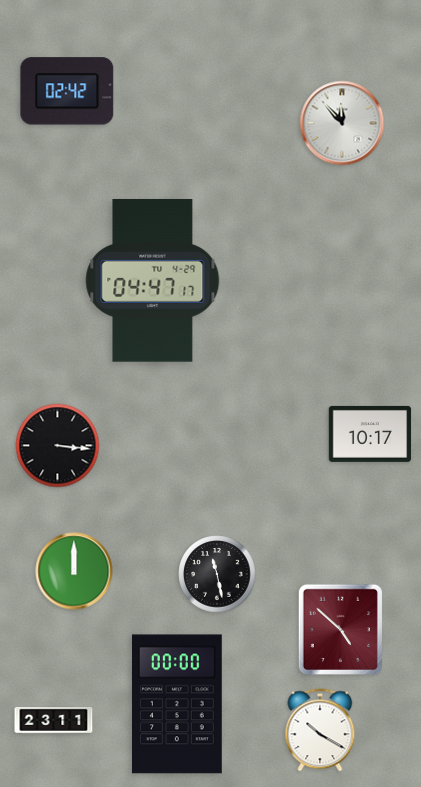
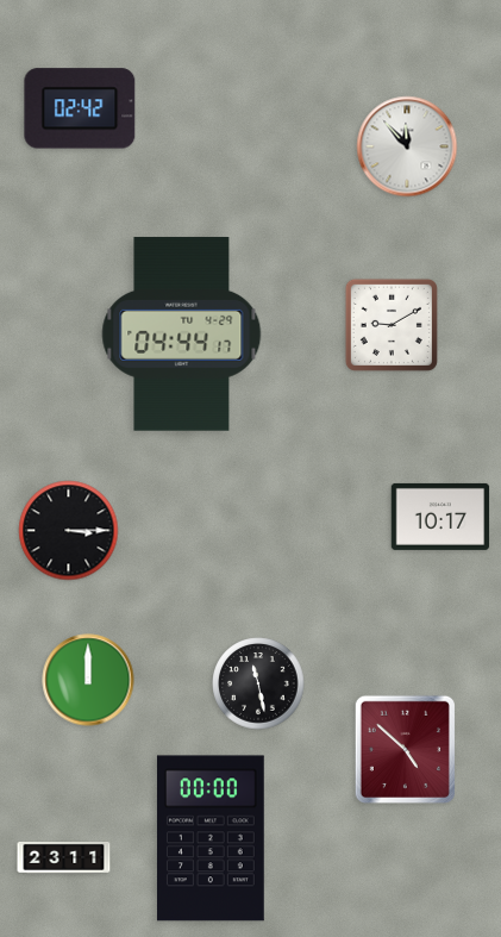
clock at (392, 325): none -> 9:10
clock at (153, 281): 04:47 -> 04:44
clock at (58, 446): 3:16 -> 3:15
clock at (320, 730): 10:20 -> none
